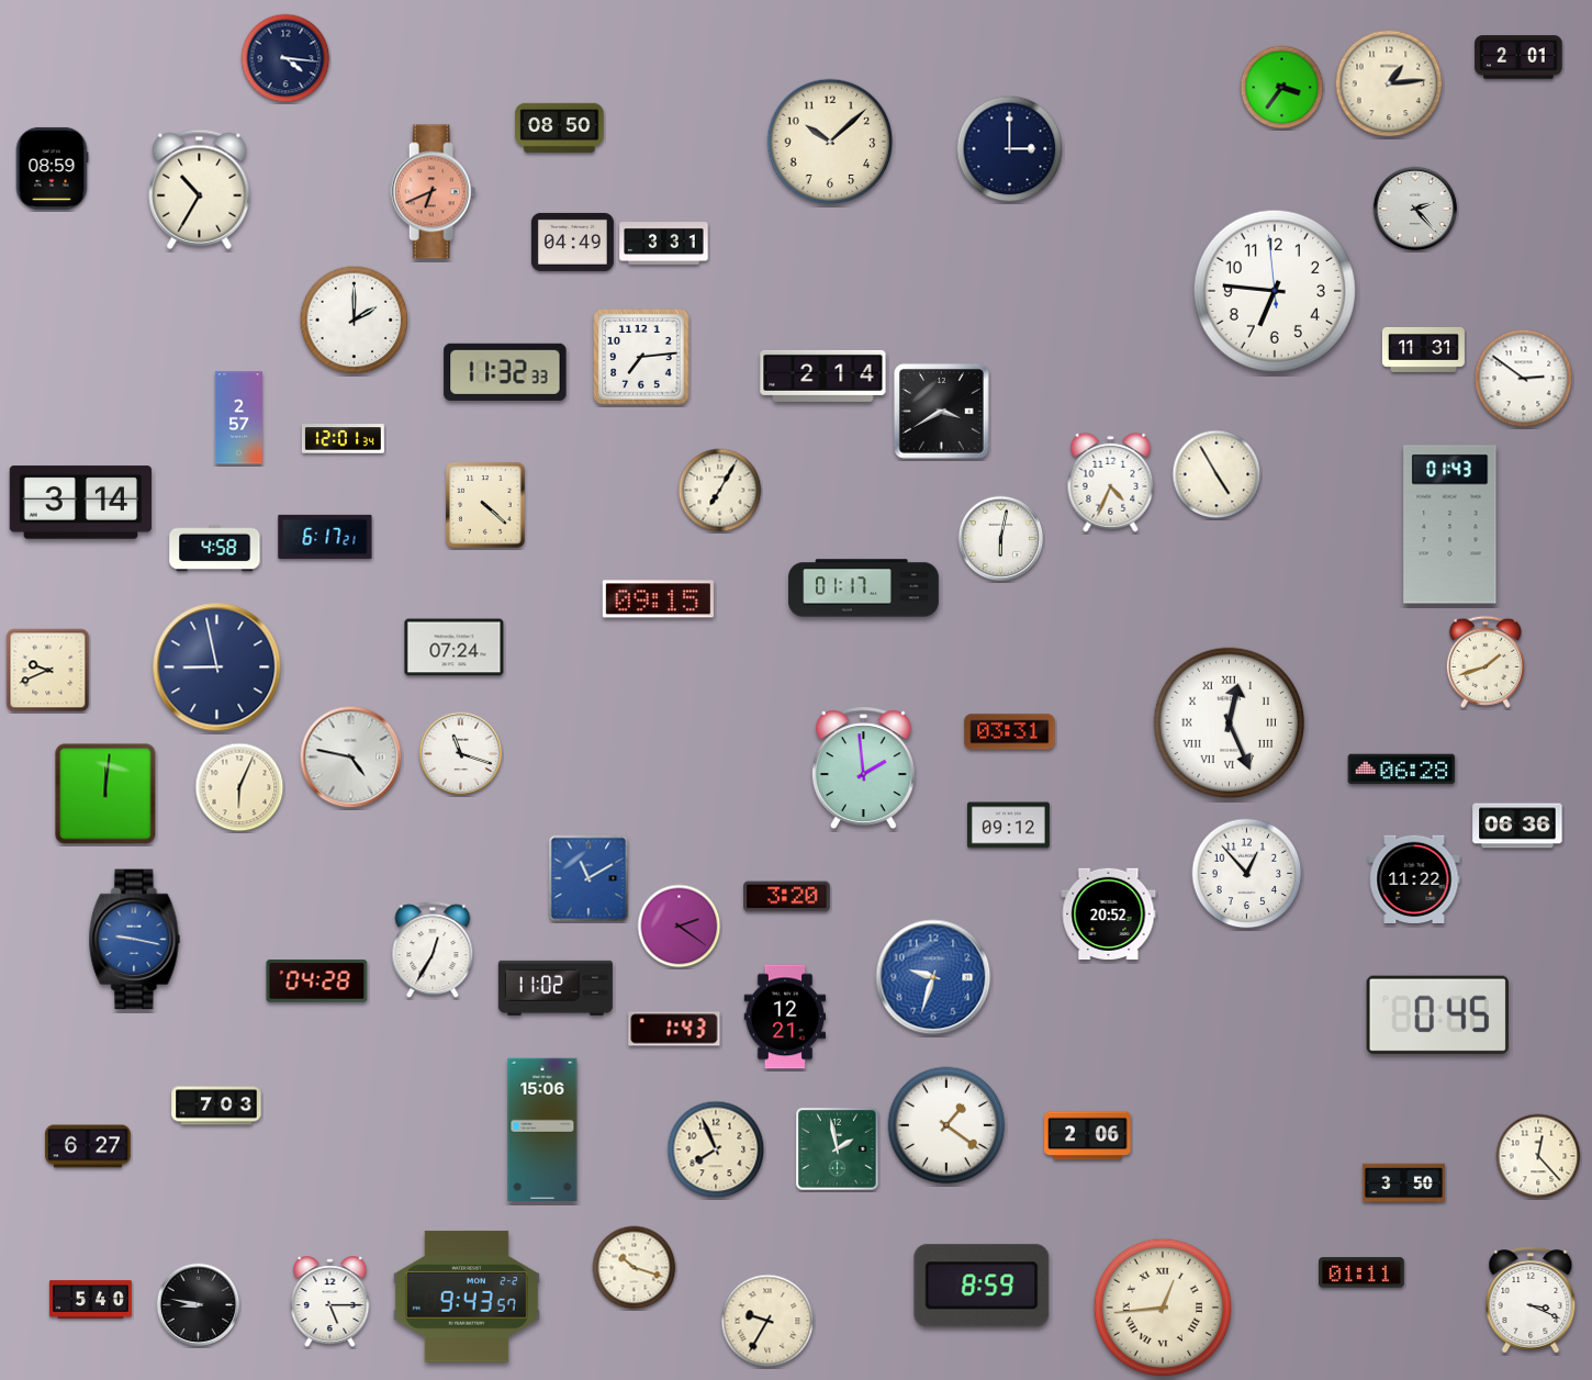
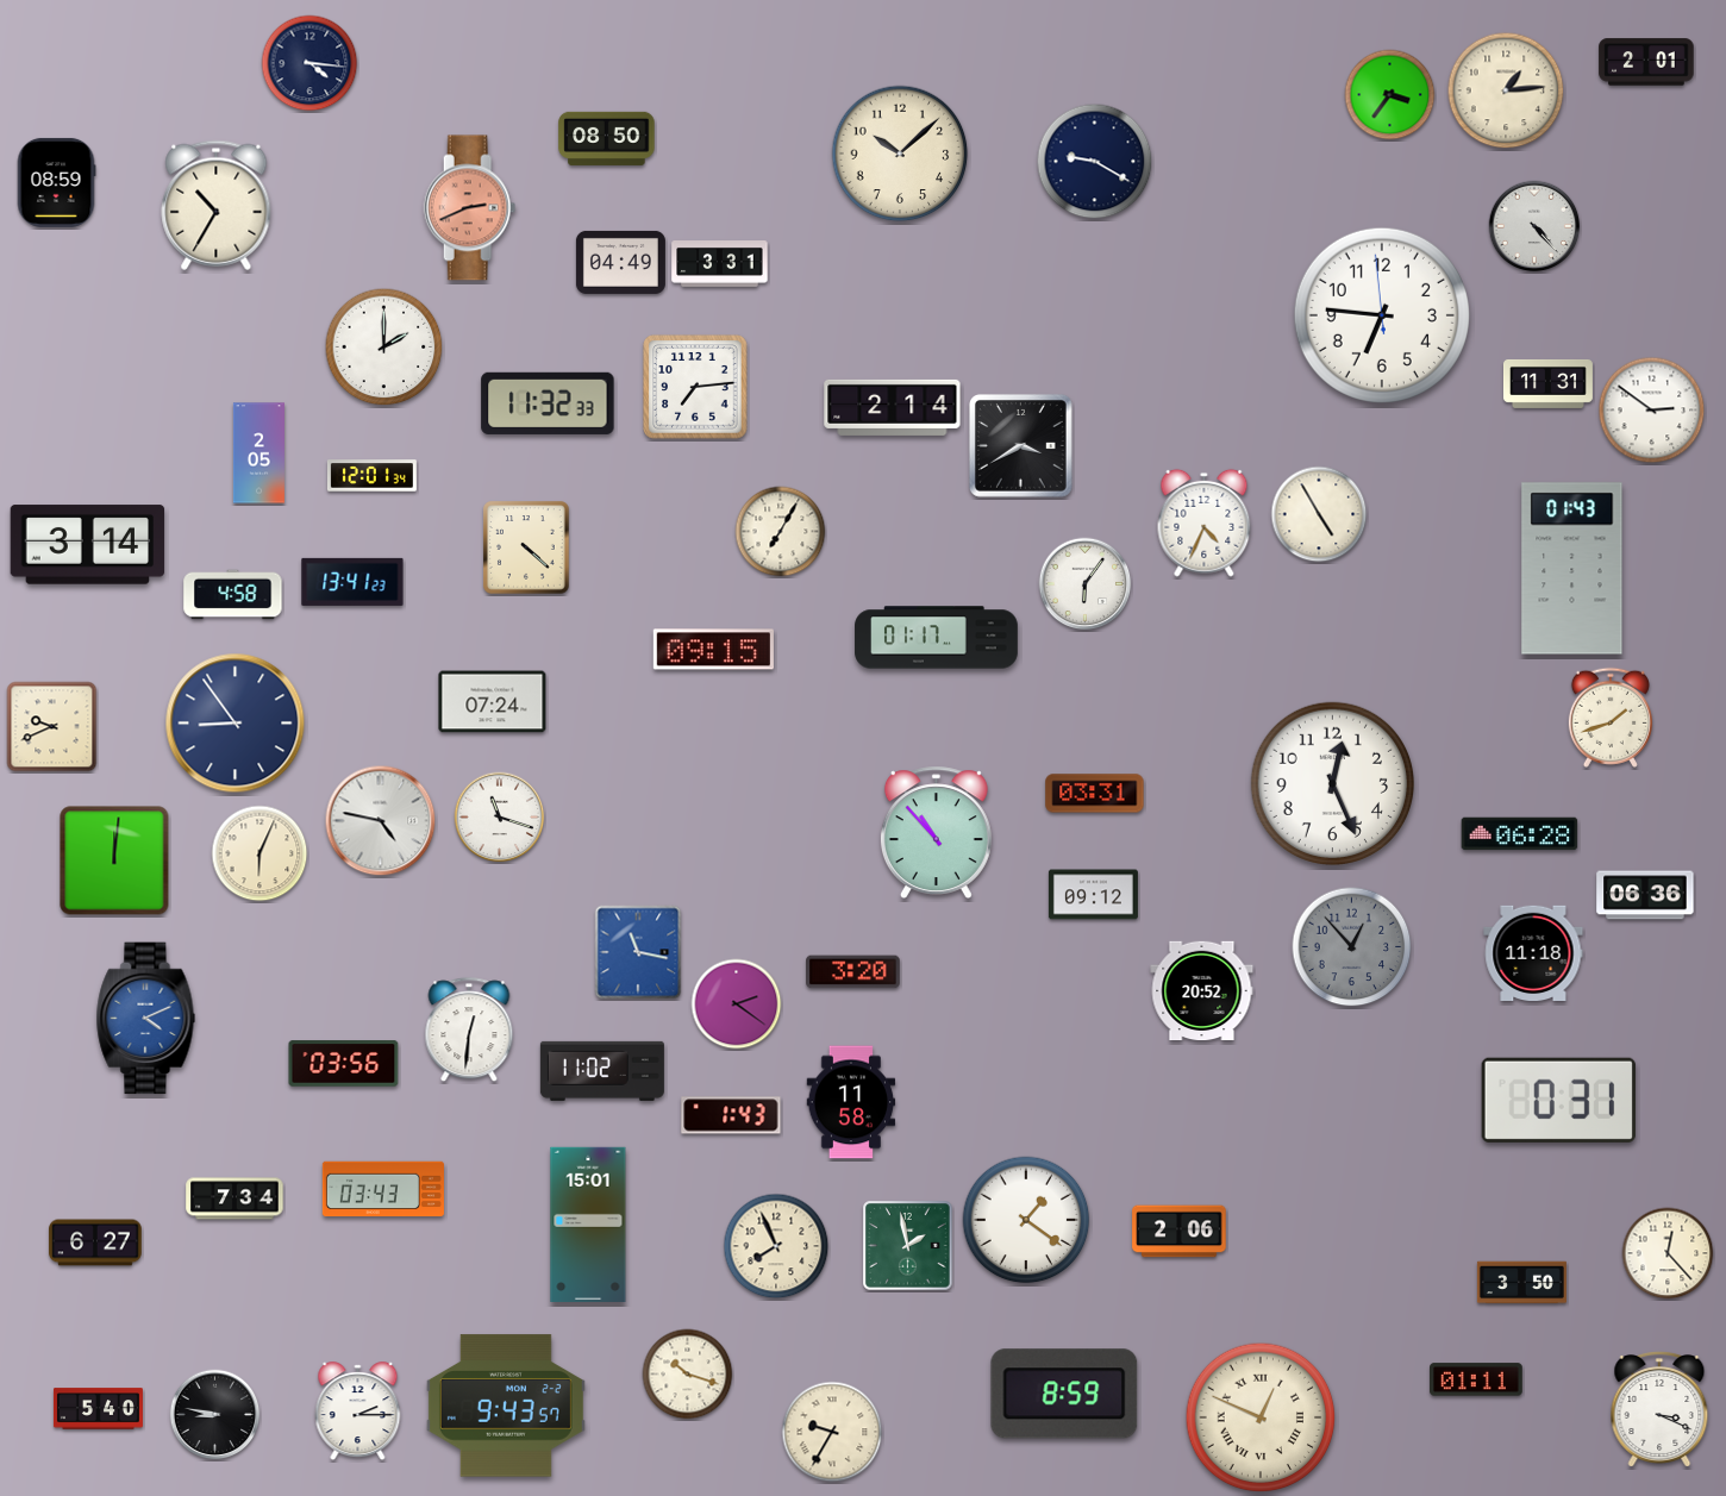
clock at (1010, 149): 3:00 -> 9:20
clock at (434, 192): 6:41 -> 2:41
clock at (1415, 209): 2:23 -> 4:23
clock at (1423, 349) position: (1423, 349) -> (1547, 383)
clock at (238, 418): 2:57 -> 2:05
clock at (325, 537): 6:17 -> 13:41
clock at (1001, 539): 6:02 -> 6:06
clock at (217, 667): 8:58 -> 8:54
clock at (1229, 722) numerals: Roman -> Arabic
clock at (863, 768): 1:59 -> 10:53
clock at (1247, 874) dial: white -> grey
clock at (588, 878): 11:10 -> 11:17
clock at (1414, 878): 11:22 -> 11:18
clock at (135, 940): 9:17 -> 4:11
clock at (433, 951): 12:35 -> 12:31
clock at (933, 977): 9:33 -> none
clock at (317, 981): 04:28 -> 03:56
clock at (1437, 1014): 0:45 -> 0:31
clock at (785, 1017): 12:21 -> 11:58
clock at (383, 1189): none -> 03:43
clock at (216, 1106): 7:03 -> 7:34
clock at (542, 1129): 15:06 -> 15:01
clock at (330, 1302): 5:15 -> 2:15
clock at (1163, 1308): 12:44 -> 12:49
